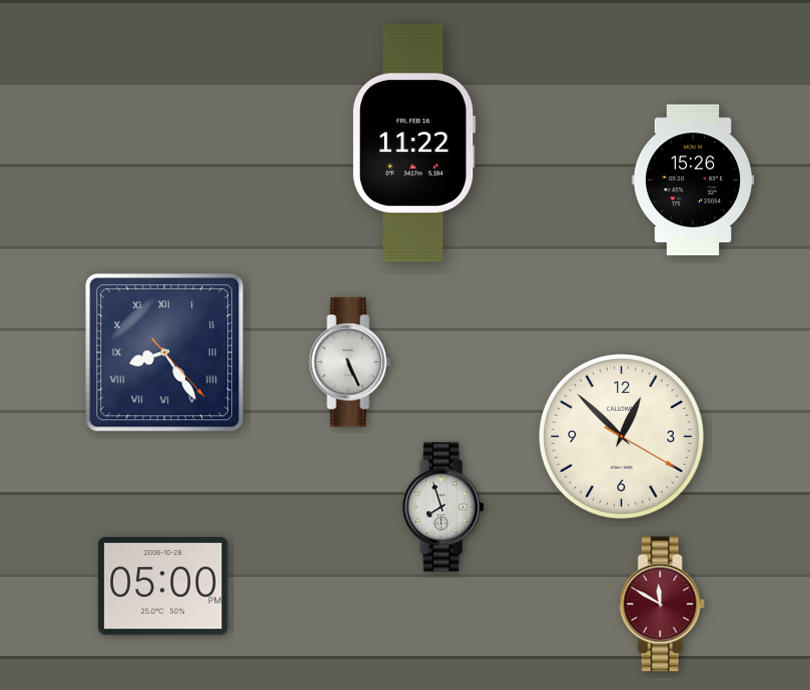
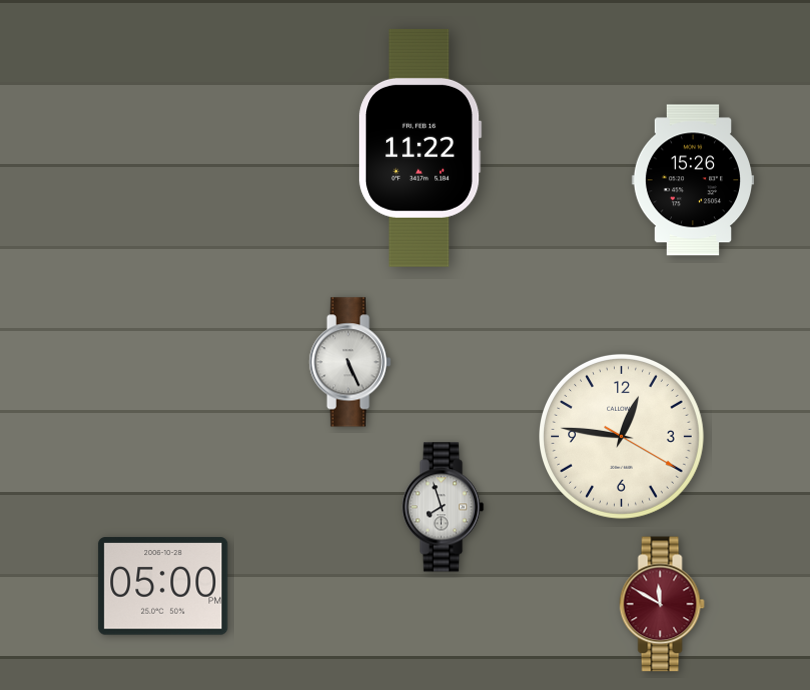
clock at (414, 143) position: (414, 143) -> (420, 148)
clock at (165, 353): 8:24 -> none
clock at (621, 436): 12:52 -> 12:46
